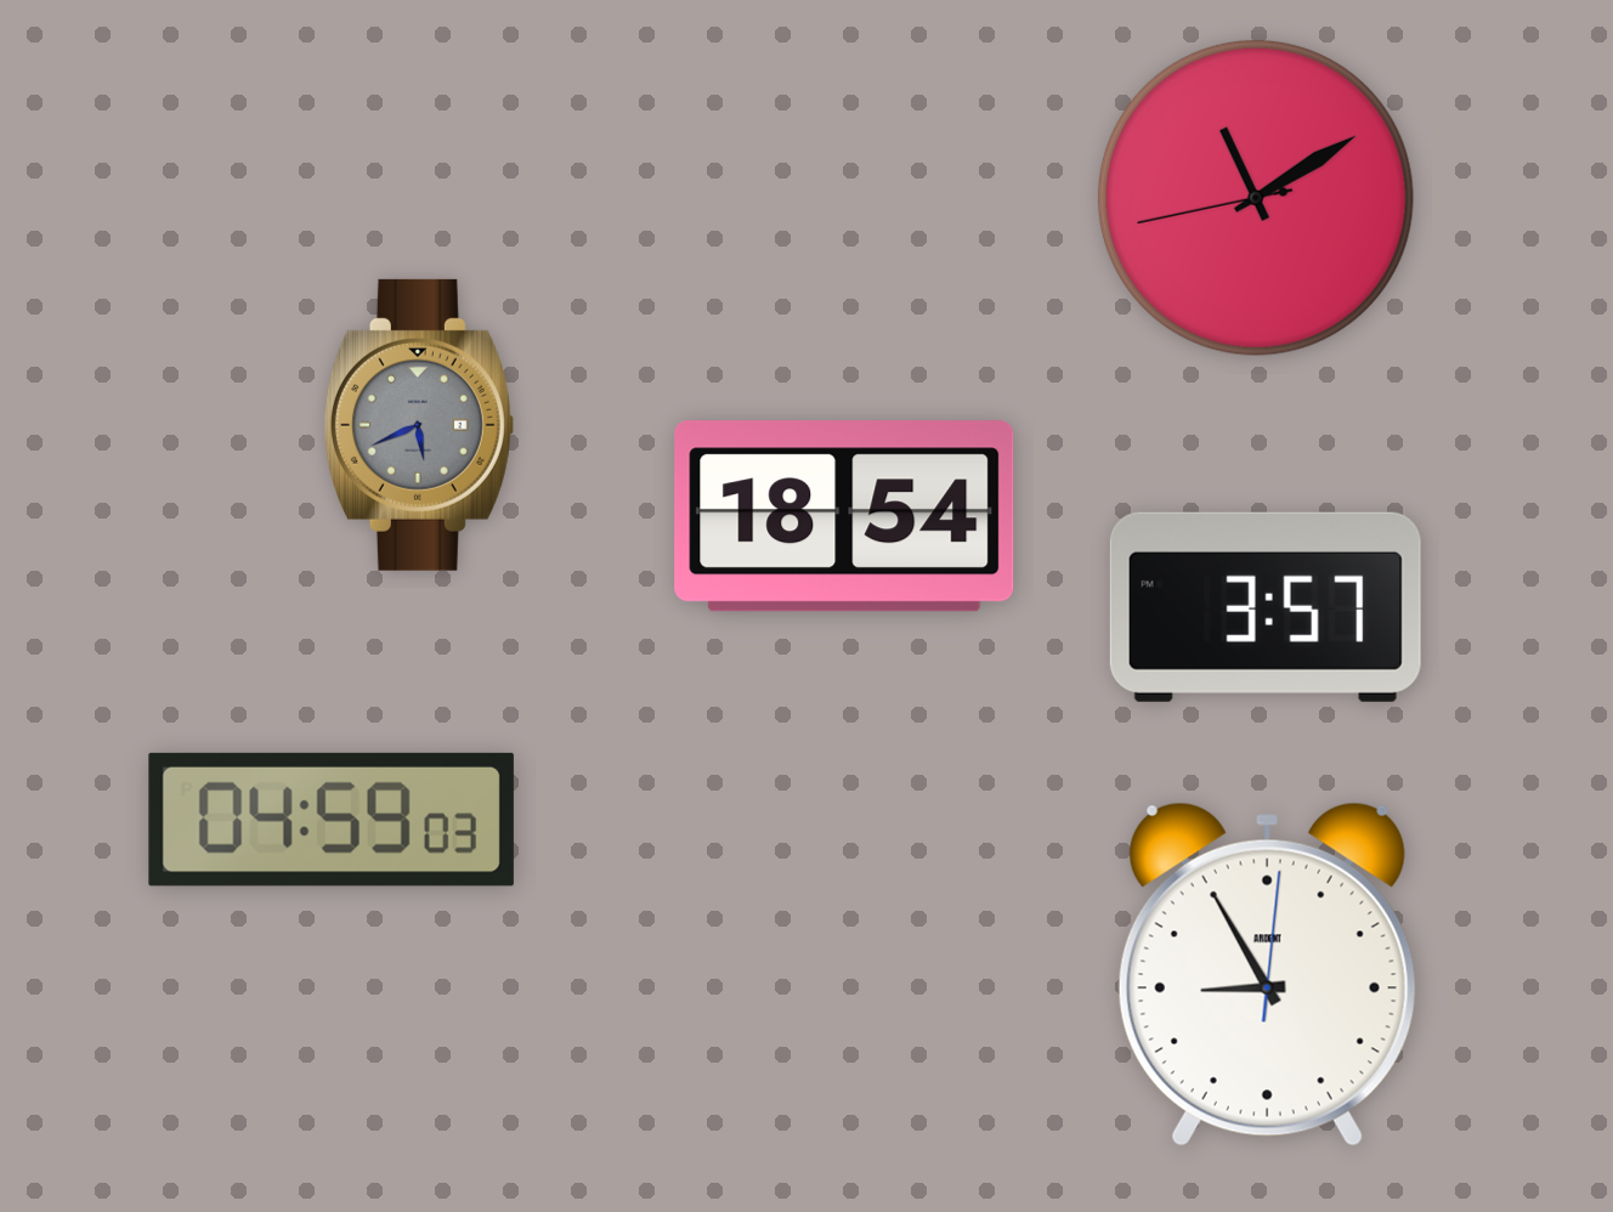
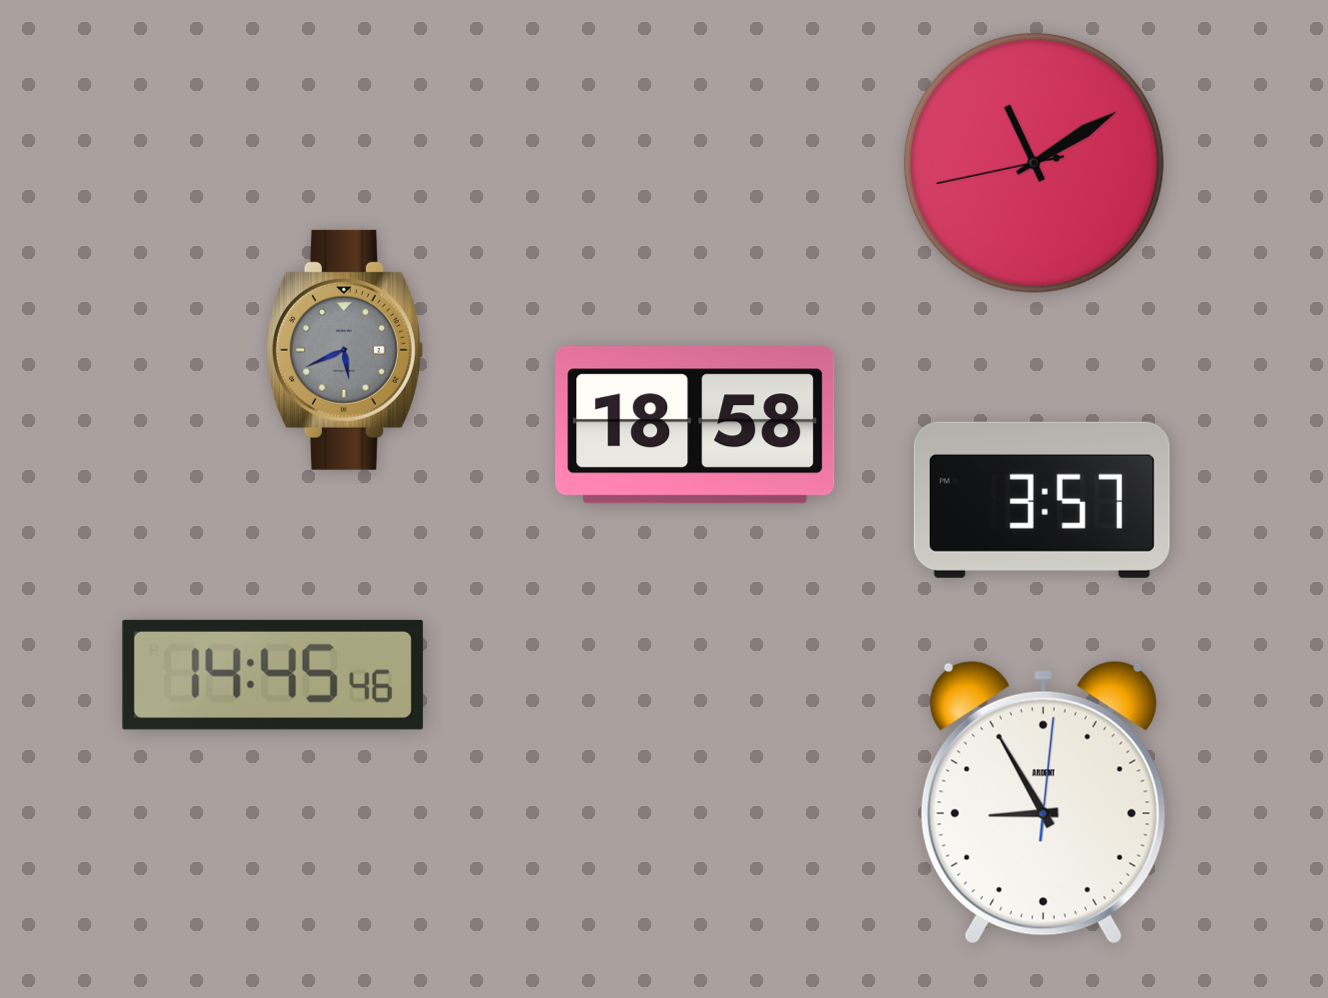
clock at (844, 516): 18:54 -> 18:58
clock at (332, 820): 04:59 -> 14:45
